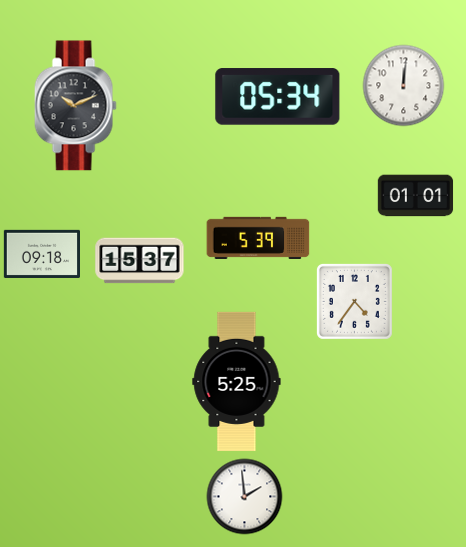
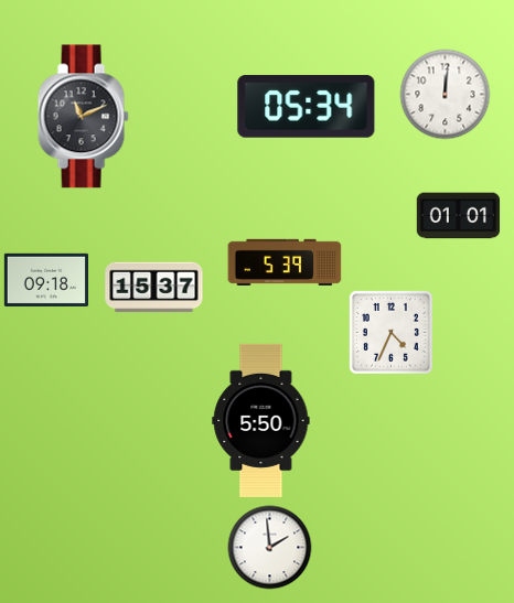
clock at (75, 106): 10:11 -> 11:11
clock at (354, 301): 4:36 -> 4:34
clock at (237, 381): 5:25 -> 5:50
